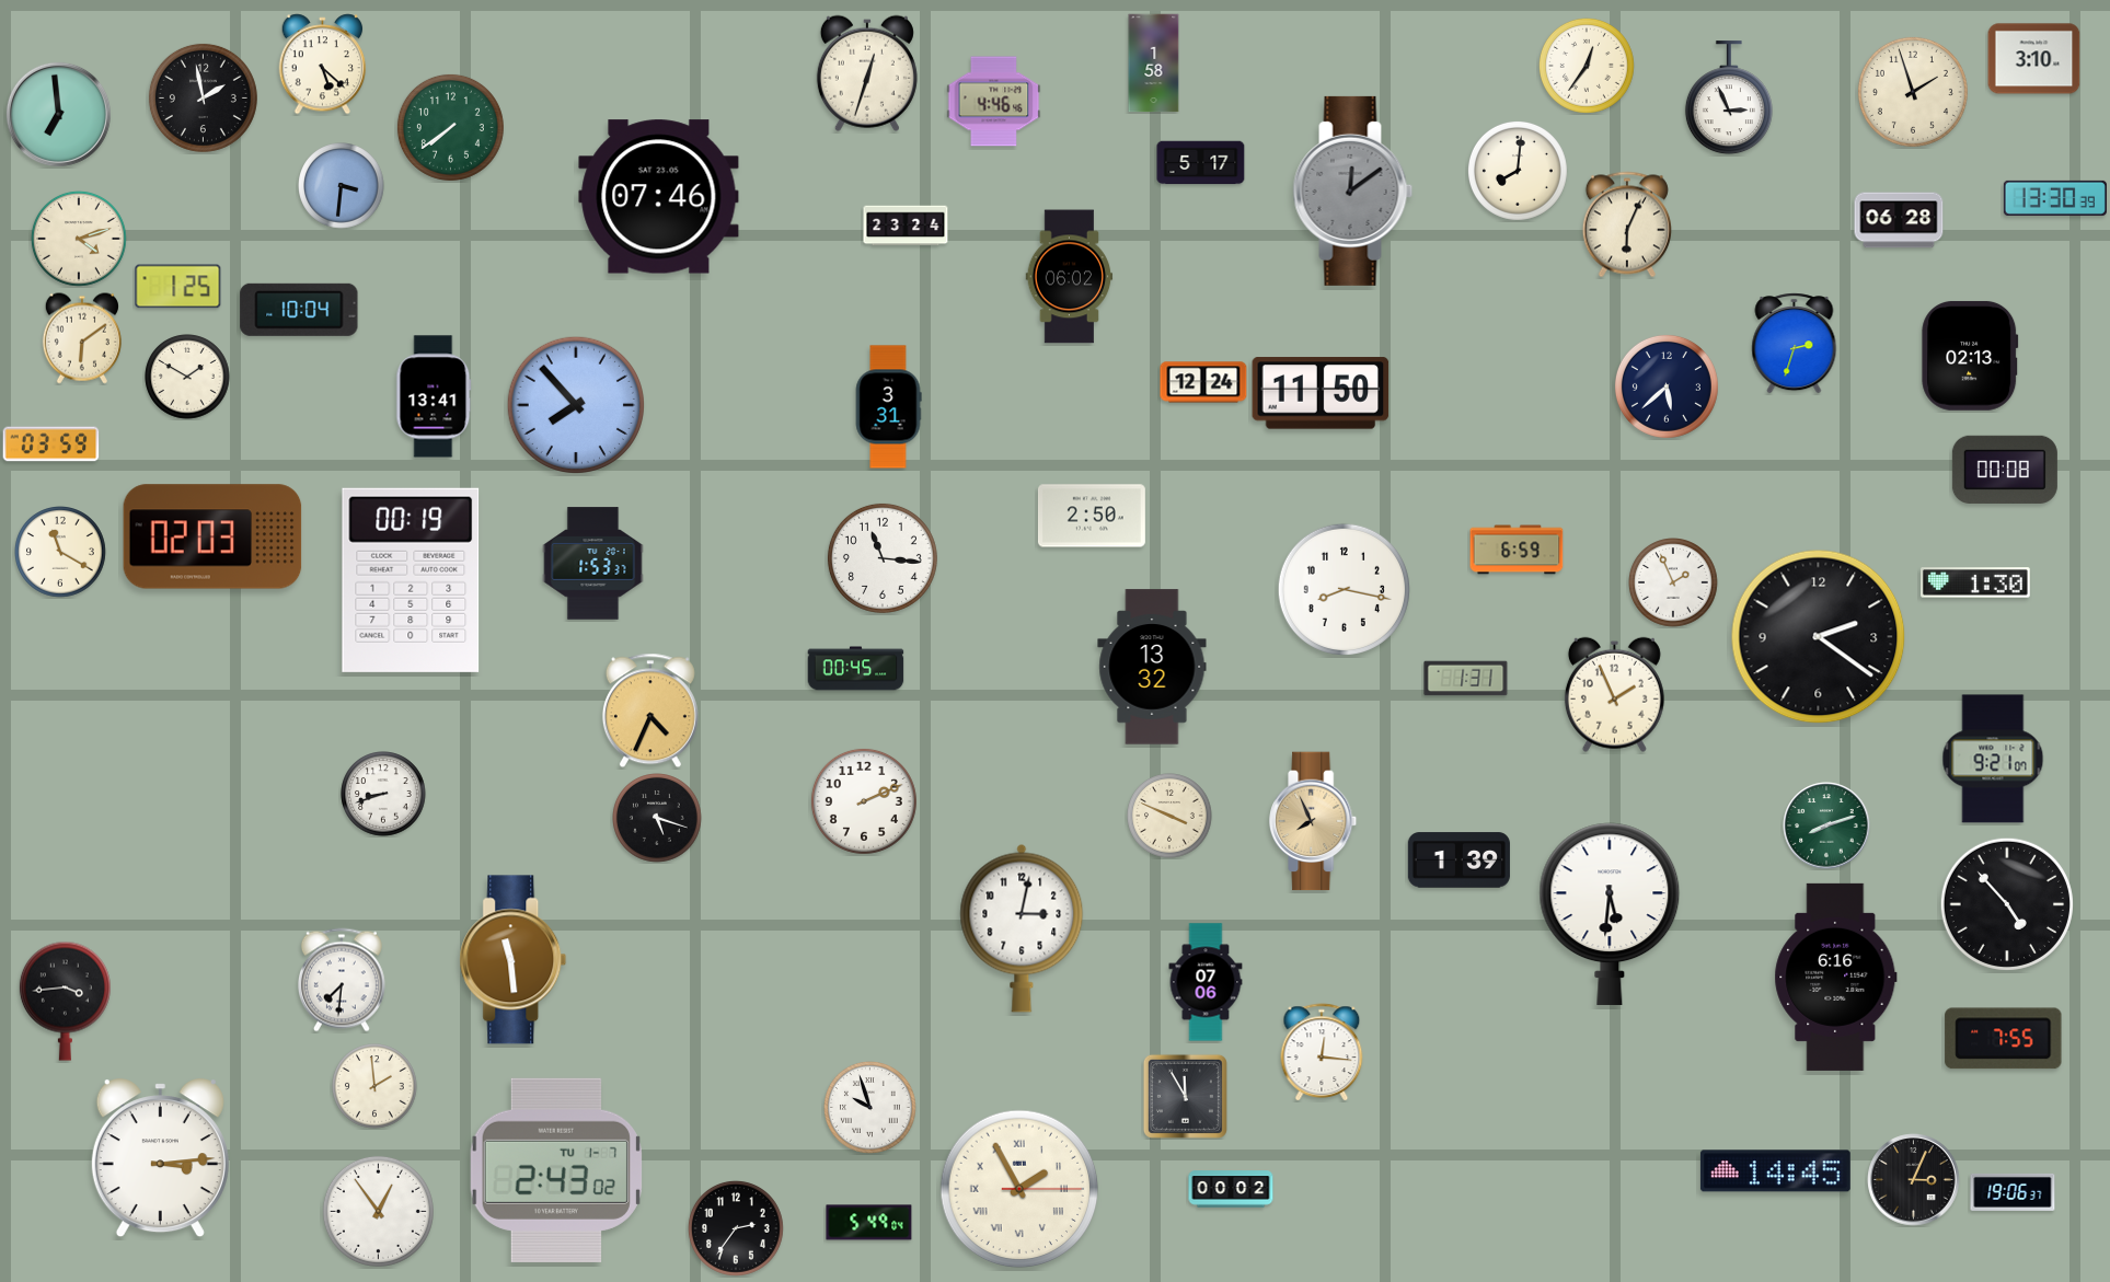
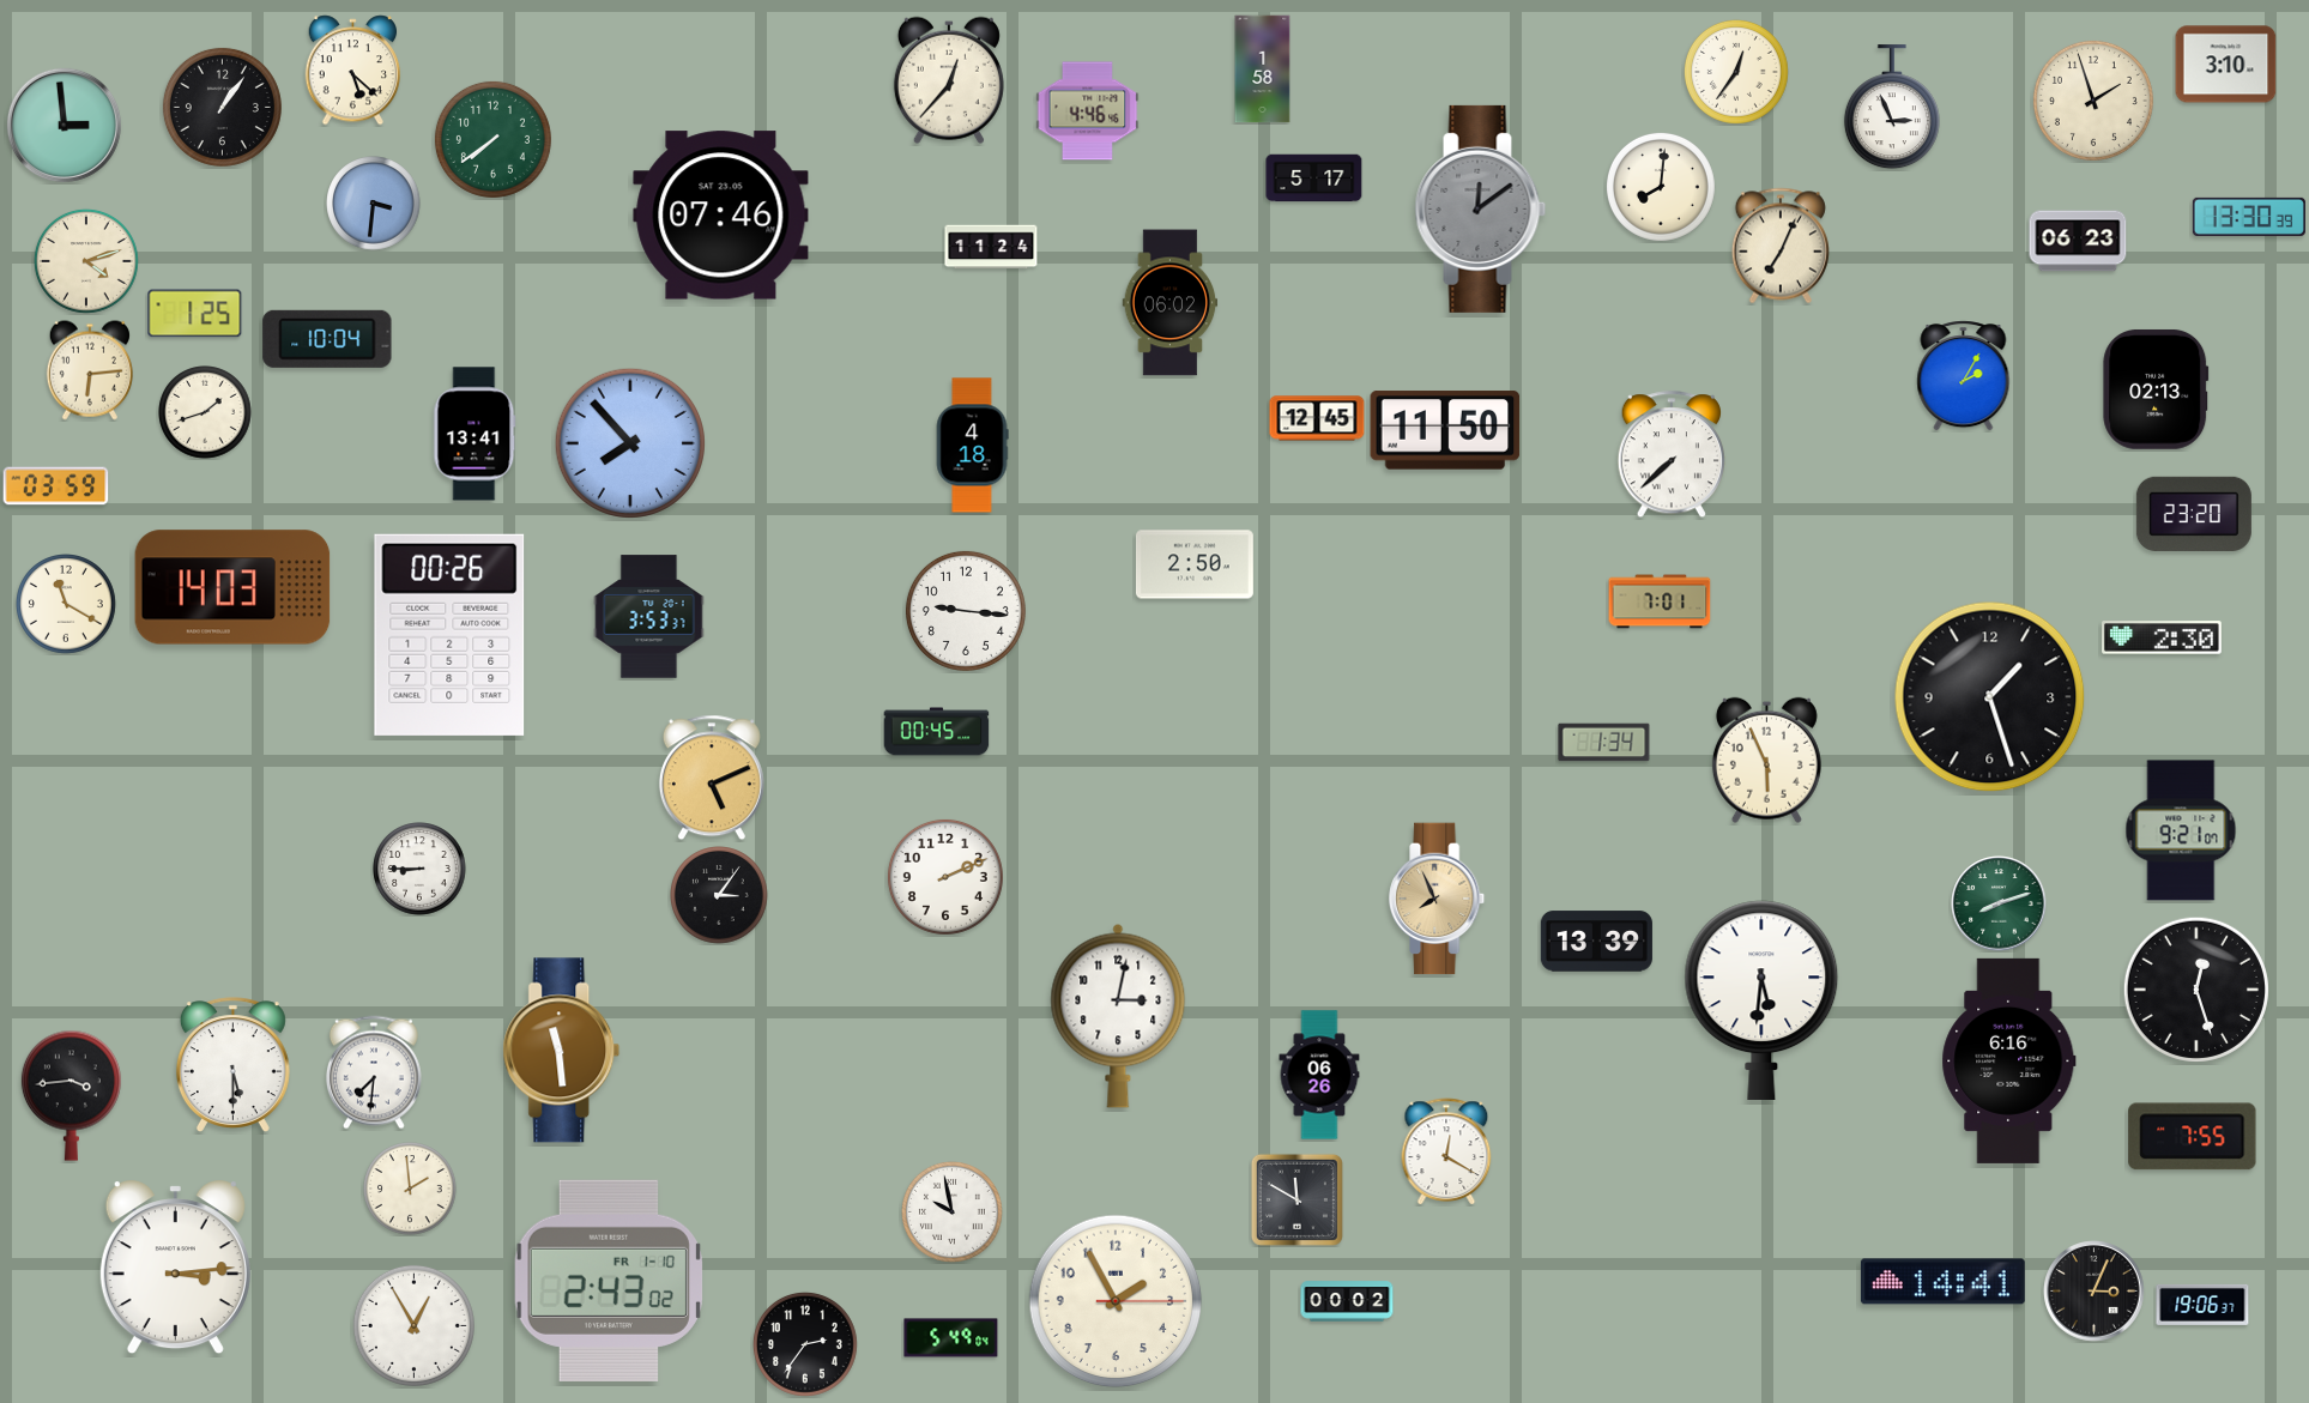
clock at (867, 73): 12:33 -> 12:37
clock at (203, 97): 1:58 -> 1:06
clock at (58, 114): 6:59 -> 2:59
clock at (1899, 220): 06:28 -> 06:23
clock at (1627, 224): 6:04 -> 7:04
clock at (906, 226): 23:24 -> 11:24
clock at (82, 338): 6:09 -> 6:14
clock at (1795, 344): 2:33 -> 2:05
clock at (187, 377): 1:50 -> 1:42
clock at (1203, 382): 12:24 -> 12:45
clock at (1667, 386): 5:38 -> none
clock at (888, 407): 3:31 -> 4:18
clock at (1672, 455): none -> 7:38
clock at (2005, 470): 00:08 -> 23:20
clock at (212, 536): 02:03 -> 14:03
clock at (1517, 550): 6:59 -> 7:01
clock at (883, 558): 11:16 -> 9:16
clock at (593, 564): 1:53 -> 3:53
clock at (411, 580): 00:19 -> 00:26
clock at (1976, 582): 1:30 -> 2:30
clock at (1674, 584): 1:56 -> none
clock at (1344, 589): 8:17 -> none
clock at (1819, 637): 2:21 -> 1:27
clock at (1152, 667): 13:32 -> none
clock at (1466, 679): 1:31 -> 1:34
clock at (1614, 694): 1:56 -> 5:56
clock at (650, 711): 4:34 -> 5:11
clock at (383, 794): 8:42 -> 8:45
clock at (1169, 816): 3:49 -> none
clock at (658, 819): 5:18 -> 3:06
clock at (1458, 861): 1:39 -> 13:39
clock at (2007, 904): 4:53 -> 12:27
clock at (232, 1064): none -> 5:30
clock at (1836, 977) position: (1836, 977) -> (2009, 1060)
clock at (1206, 982): 07:06 -> 06:26
clock at (1322, 1052): 12:16 -> 12:20
clock at (1185, 1096): 11:55 -> 11:50
clock at (870, 1108): 9:57 -> 9:58
clock at (556, 1170) date: TU 1-7 -> FR 1-10
clock at (1775, 1171): 14:45 -> 14:41
clock at (1019, 1189) numerals: Roman -> Arabic
clock at (378, 1211): 12:54 -> 12:55
